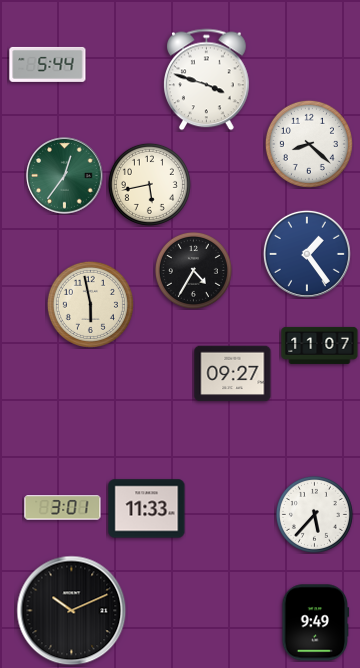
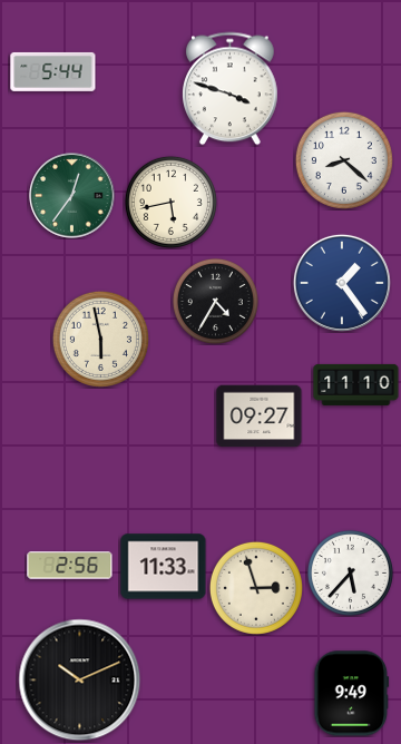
clock at (149, 184) position: (149, 184) -> (170, 202)
clock at (320, 345): 11:07 -> 11:10
clock at (63, 508): 3:01 -> 2:56
clock at (256, 588): none -> 2:57
